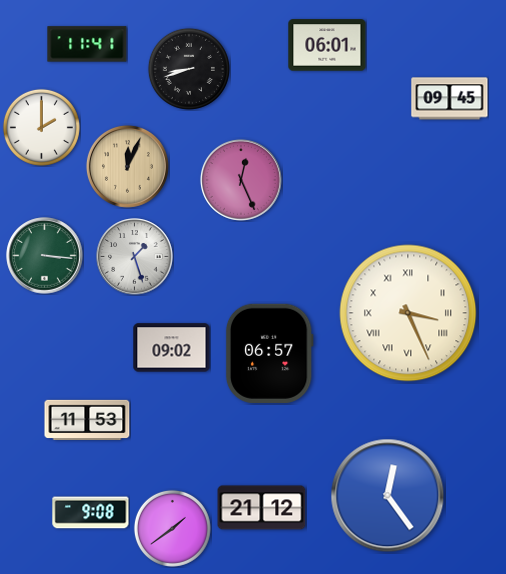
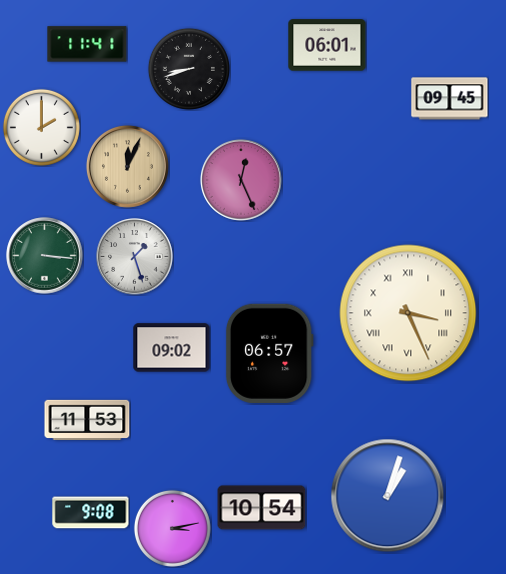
clock at (388, 496): 12:24 -> 1:03
clock at (262, 508): 21:12 -> 10:54
clock at (172, 528): 1:39 -> 3:13
